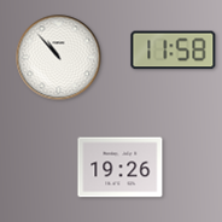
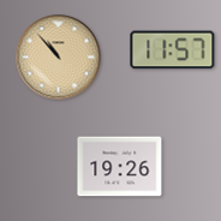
clock at (174, 51): 11:58 -> 11:57
clock at (59, 58) dial: white -> champagne
